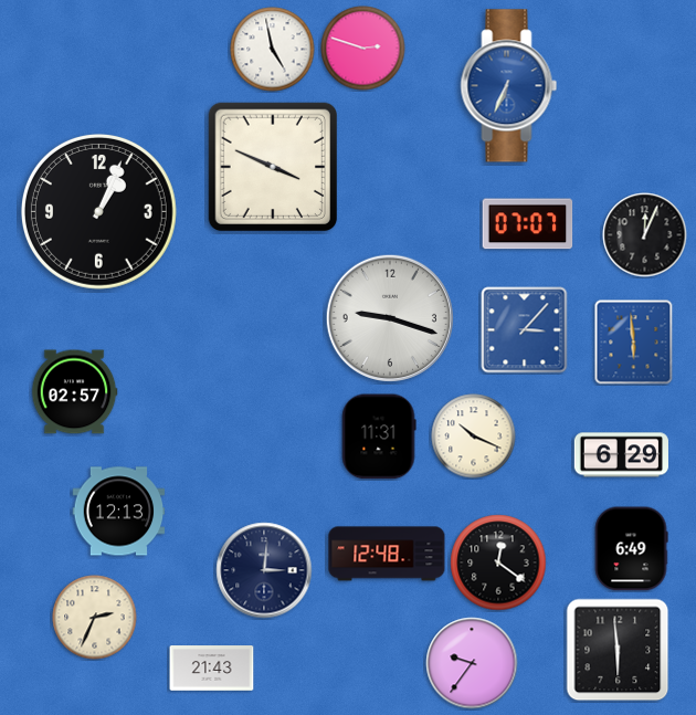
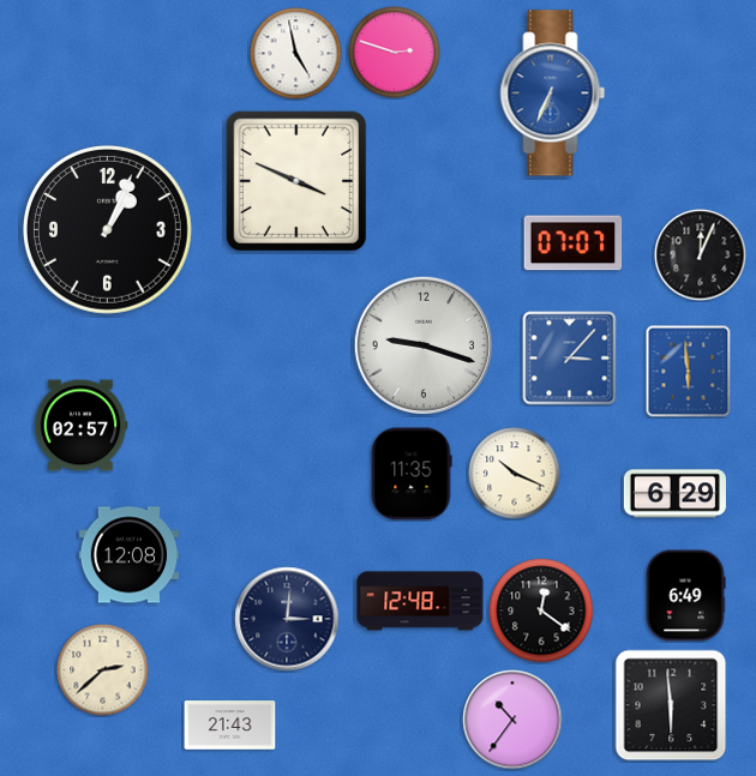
clock at (379, 437): 11:31 -> 11:35
clock at (119, 512): 12:13 -> 12:08
clock at (95, 618): 2:34 -> 2:38
clock at (472, 663): 9:36 -> 10:36
